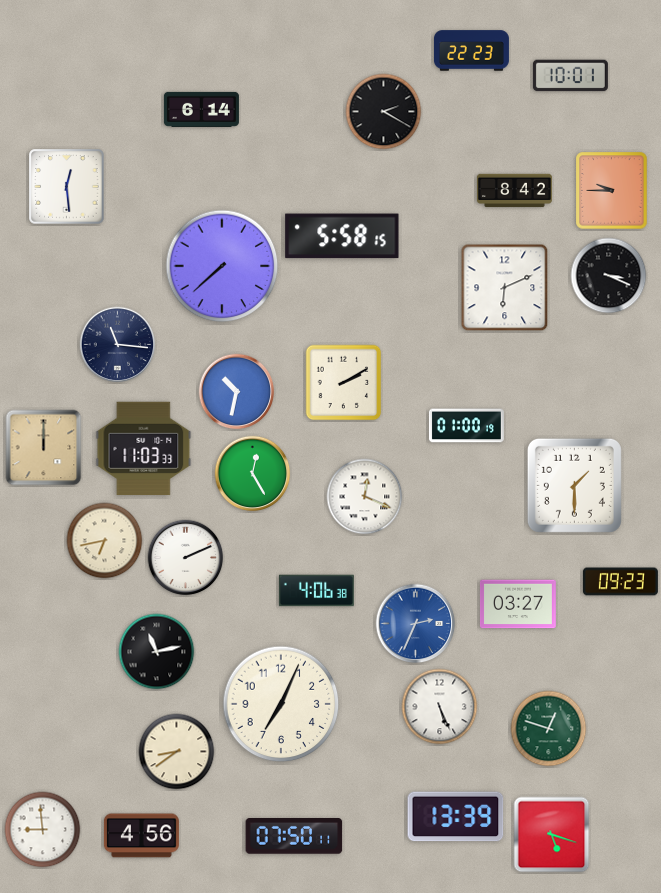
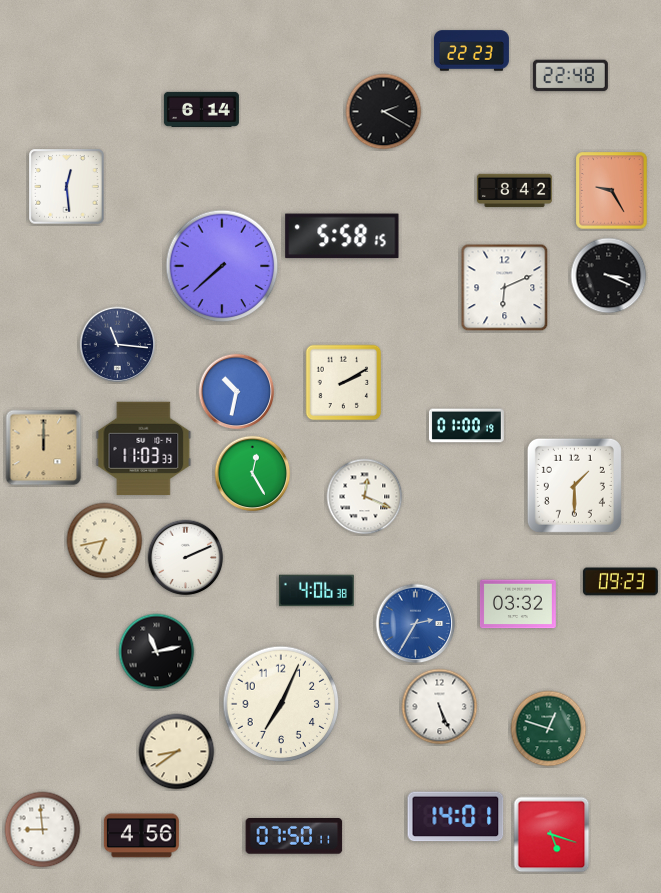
clock at (570, 76): 10:01 -> 22:48
clock at (612, 191): 9:45 -> 9:25
clock at (518, 604): 03:27 -> 03:32
clock at (416, 624): 2:34 -> 2:35
clock at (456, 817): 13:39 -> 14:01
